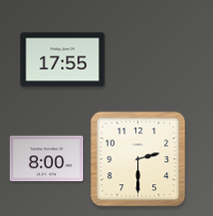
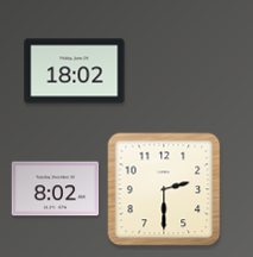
clock at (63, 60): 17:55 -> 18:02
clock at (47, 159): 8:00 -> 8:02
